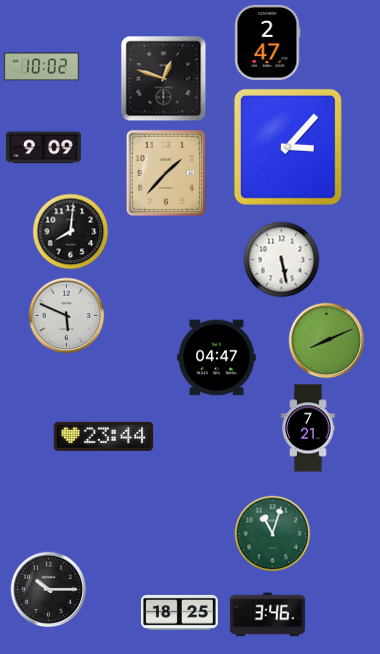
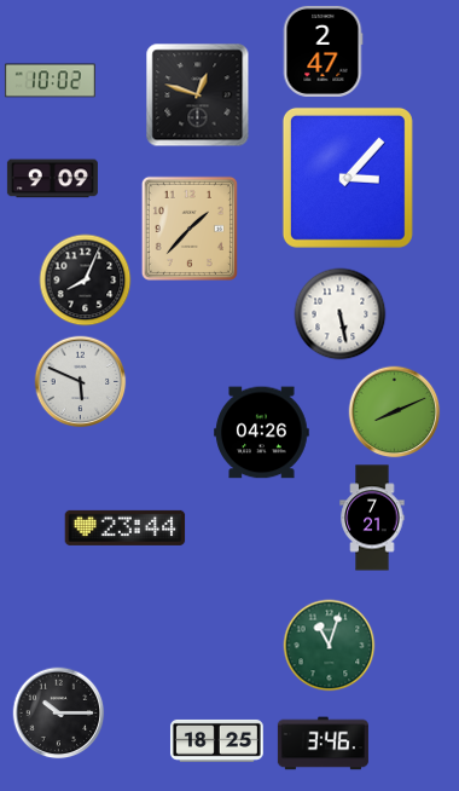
clock at (166, 173) position: (166, 173) -> (190, 229)
clock at (71, 232): 8:01 -> 8:04
clock at (217, 358): 04:47 -> 04:26
